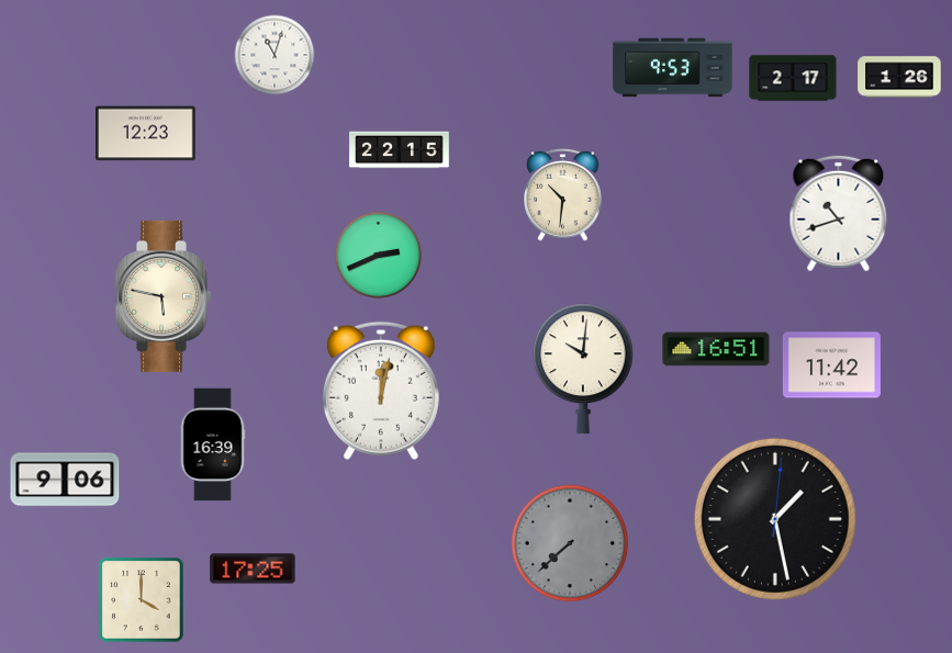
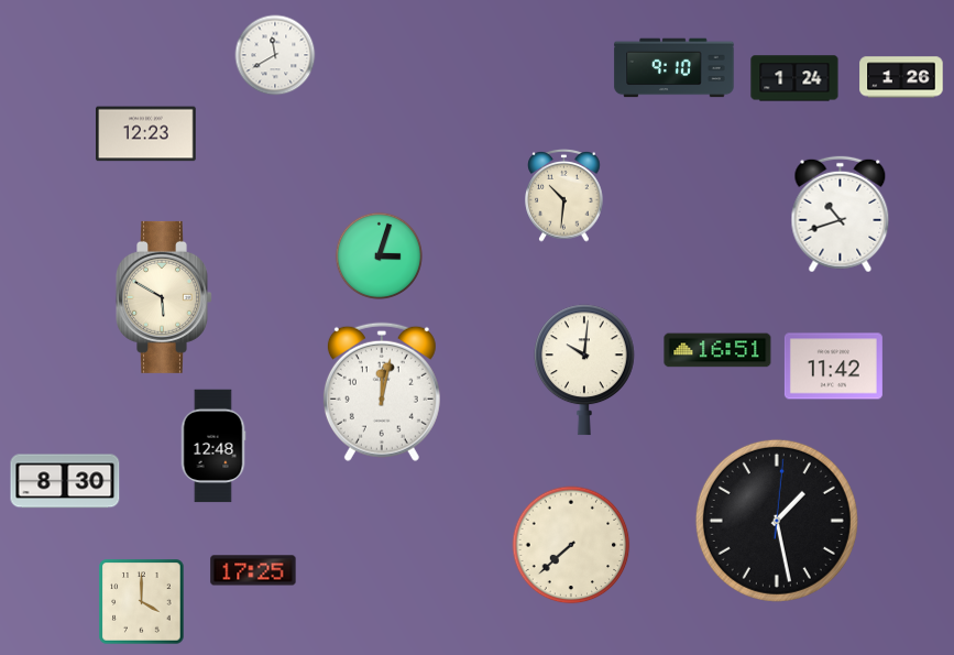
clock at (275, 55): 11:03 -> 11:40
clock at (673, 68): 9:53 -> 9:10
clock at (793, 78): 2:17 -> 1:24
clock at (400, 150): 22:15 -> none
clock at (378, 255): 2:41 -> 3:03
clock at (165, 296): 5:47 -> 5:50
clock at (213, 444): 16:39 -> 12:48
clock at (65, 480): 9:06 -> 8:30
clock at (570, 543) dial: grey -> cream
